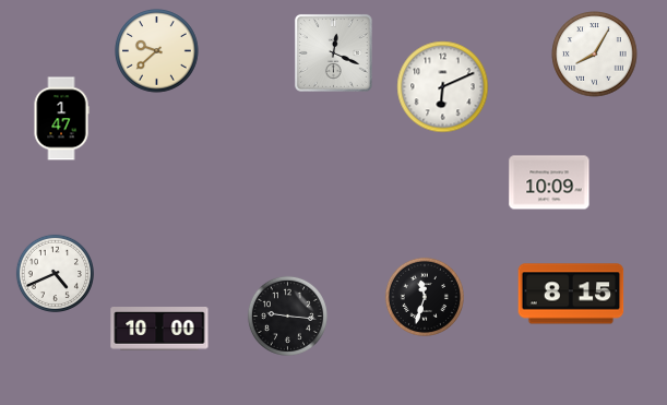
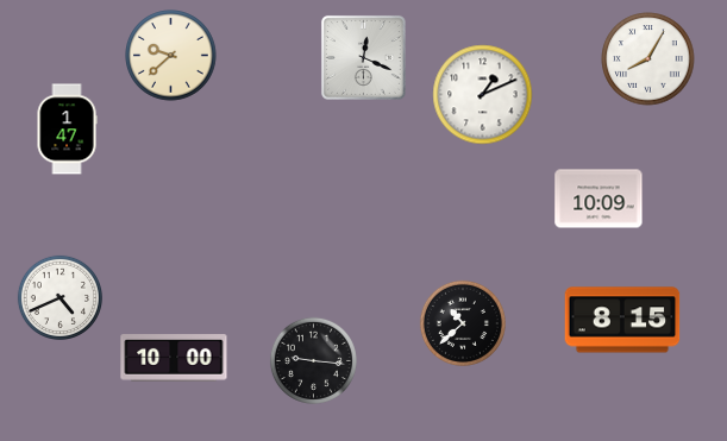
clock at (443, 87): 6:11 -> 1:11
clock at (425, 297): 11:33 -> 10:38
clock at (287, 315) position: (287, 315) -> (313, 360)
